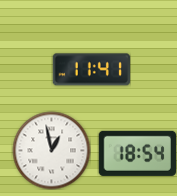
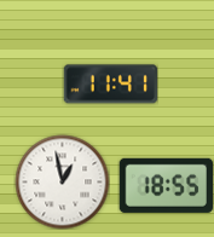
clock at (137, 153): 18:54 -> 18:55
